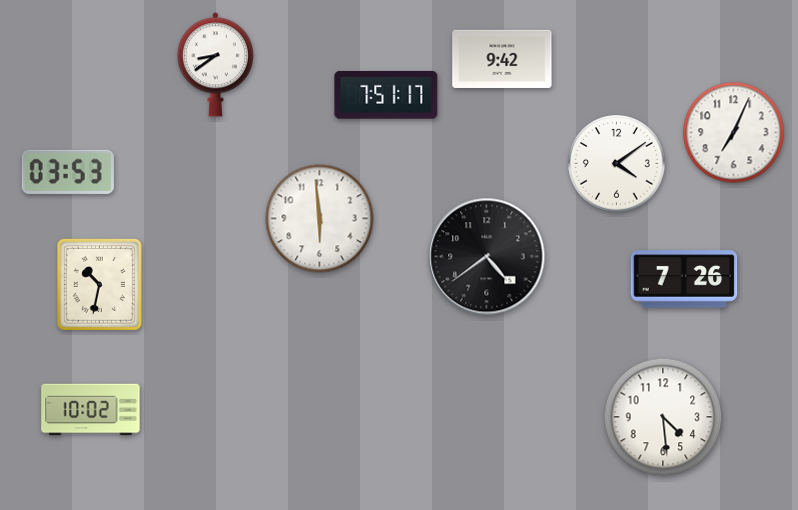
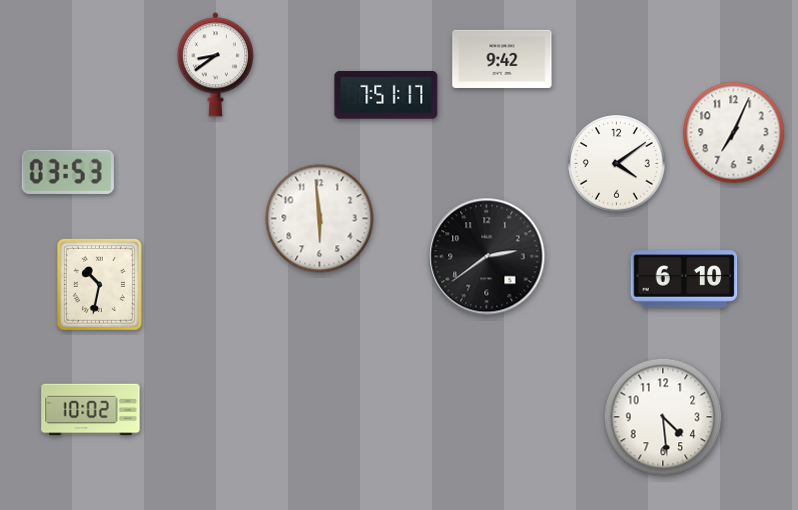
clock at (487, 257): 4:39 -> 2:39
clock at (684, 279): 7:26 -> 6:10
